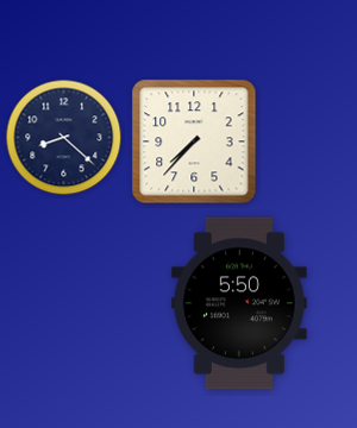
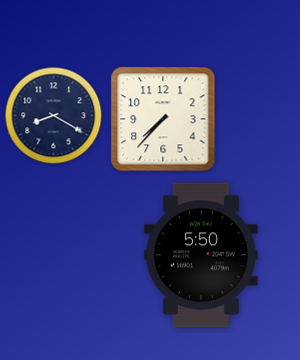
clock at (64, 138): 8:22 -> 8:20
